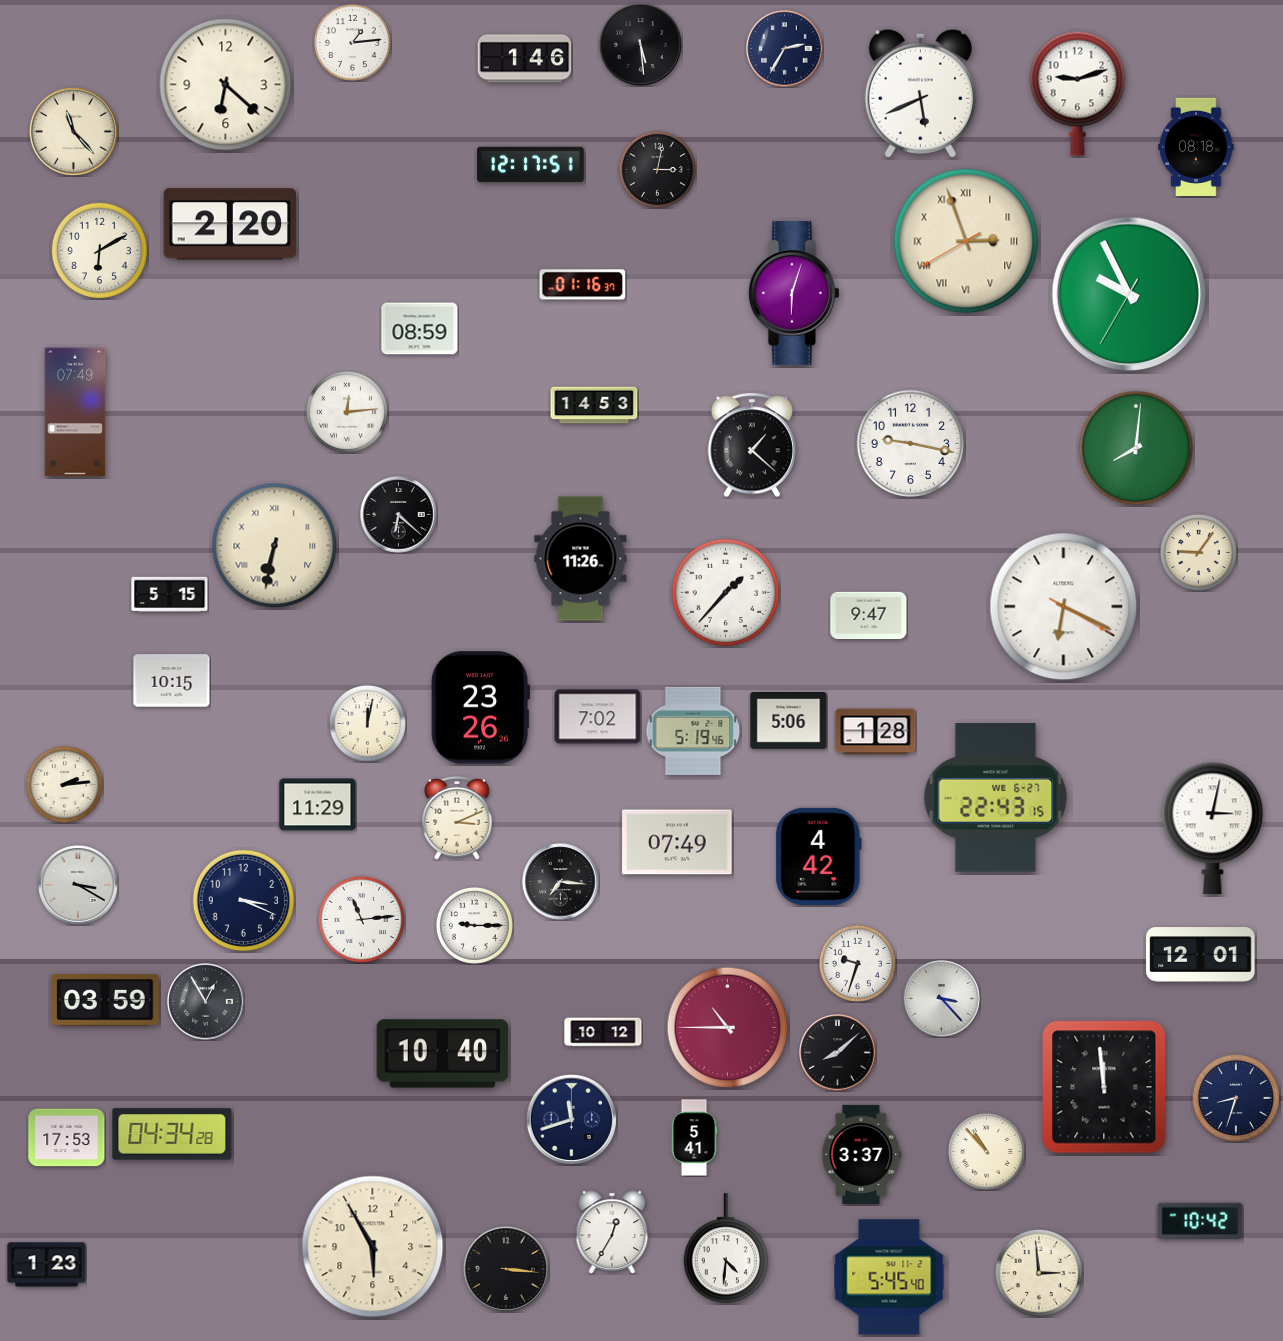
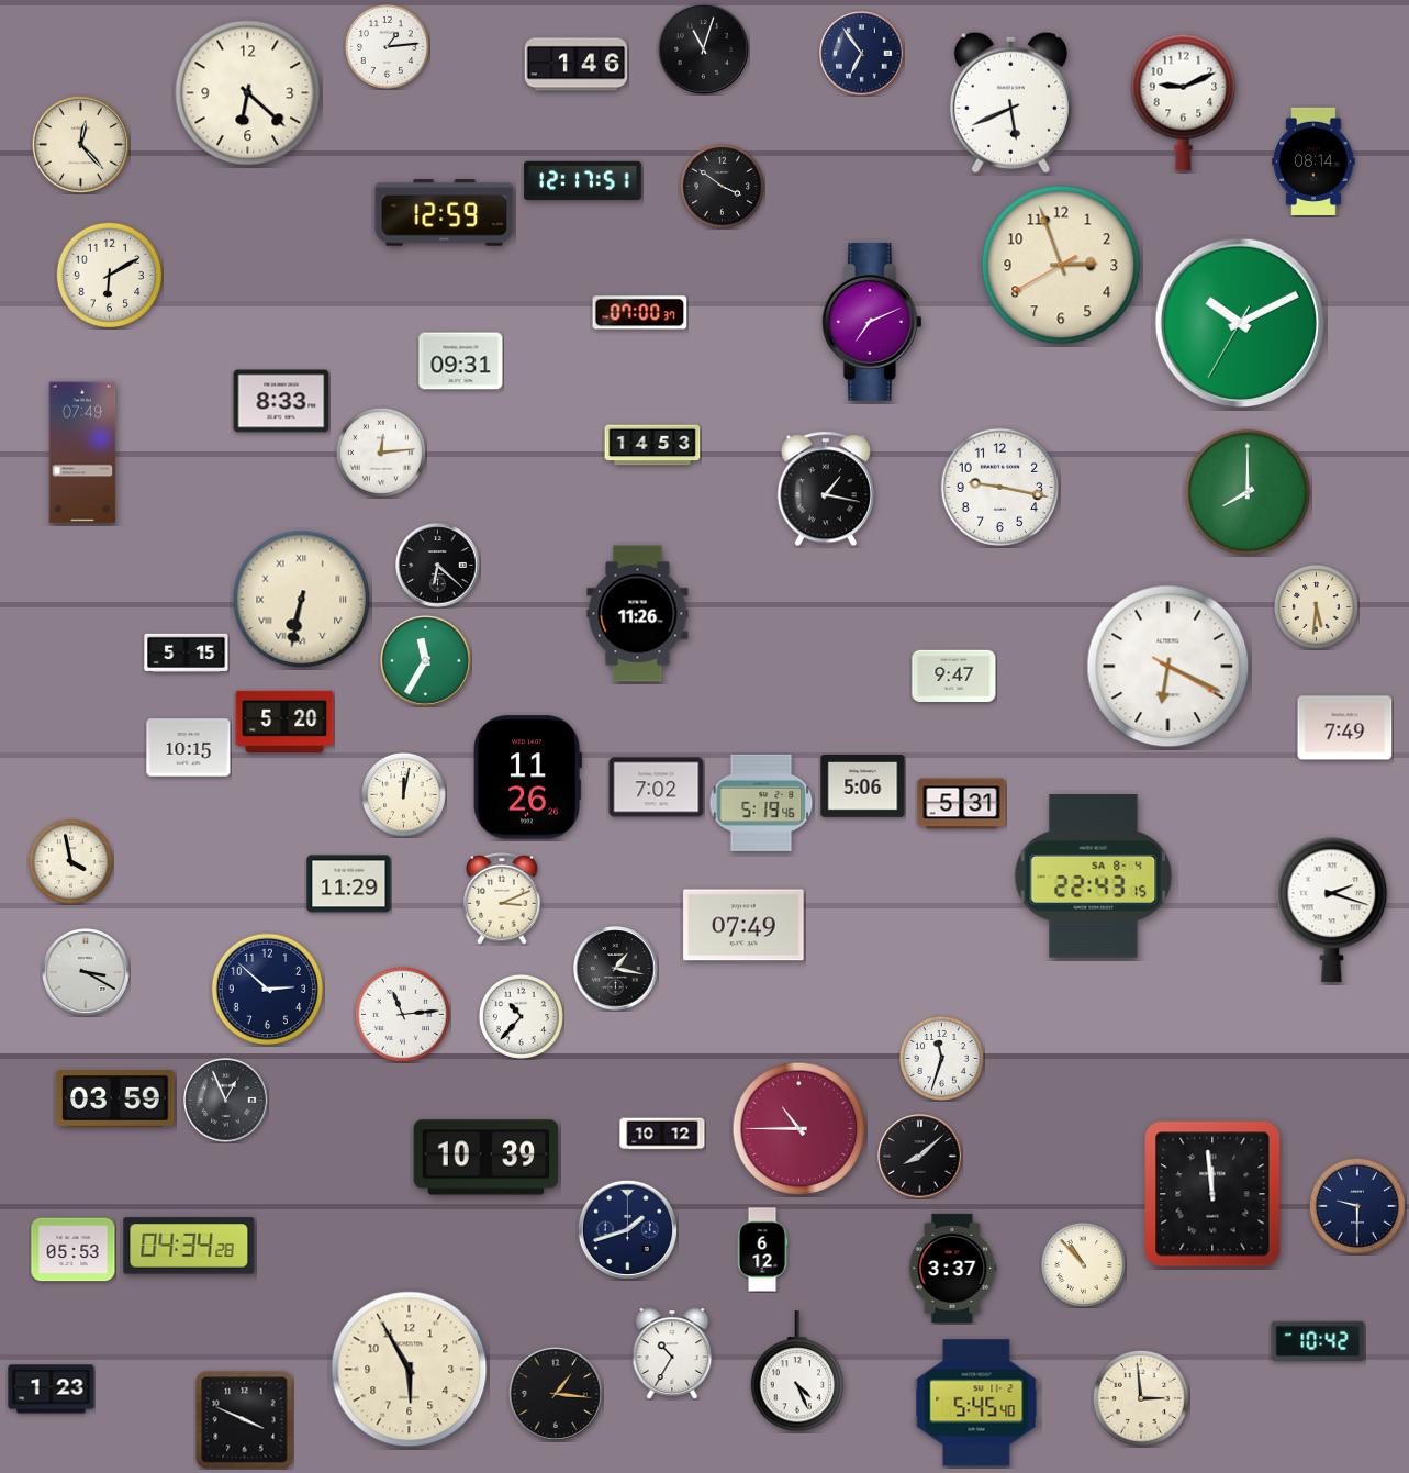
clock at (640, 44): 5:29 -> 11:03
clock at (785, 49): 2:35 -> 6:54
clock at (1078, 93): 9:12 -> 9:11
clock at (73, 131): 11:23 -> 12:23
clock at (1196, 147): 08:18 -> 08:14
clock at (657, 169): 3:02 -> 3:51
clock at (445, 213): none -> 12:59
clock at (230, 224): 2:20 -> none
clock at (966, 241) numerals: Roman -> Arabic
clock at (583, 285): 01:16 -> 07:00
clock at (794, 293): 6:03 -> 7:11
clock at (1128, 293): 9:55 -> 10:10
clock at (420, 329): 08:59 -> 09:31
clock at (281, 401): none -> 8:33
clock at (752, 445): 1:22 -> 1:17
clock at (1136, 448): 8:01 -> 8:00
clock at (1198, 552): 9:06 -> 5:31
clock at (726, 593): 1:37 -> none
clock at (425, 660): none -> 11:35
clock at (284, 721): none -> 5:20
clock at (1345, 728): none -> 7:49
clock at (480, 708): 23:26 -> 11:26
clock at (789, 721) position: (789, 721) -> (863, 786)
clock at (876, 732): 1:28 -> 5:31
clock at (64, 784): 2:14 -> 3:58
clock at (996, 798) date: WE 6-27 -> SA 8-4
clock at (1213, 829): 3:02 -> 2:18
clock at (819, 856): 4:42 -> none
clock at (561, 882): 7:16 -> 1:17
clock at (244, 901): 3:19 -> 2:52
clock at (361, 919) position: (361, 919) -> (402, 1014)
clock at (474, 925): 9:15 -> 10:37
clock at (1201, 955): 12:01 -> none
clock at (857, 963): 9:33 -> 11:33
clock at (942, 999): 3:23 -> none
clock at (206, 1002): 12:55 -> 12:56
clock at (443, 1054): 10:40 -> 10:39
clock at (1236, 1098): 8:33 -> 9:30
clock at (571, 1119): 11:42 -> 1:42
clock at (67, 1138): 17:53 -> 05:53
clock at (694, 1138): 5:41 -> 6:12
clock at (862, 1154) position: (862, 1154) -> (953, 1268)
clock at (612, 1232): 12:35 -> 10:35
clock at (726, 1249): 4:31 -> 4:26
clock at (506, 1269): 3:16 -> 1:16
clock at (245, 1420): none -> 3:49
